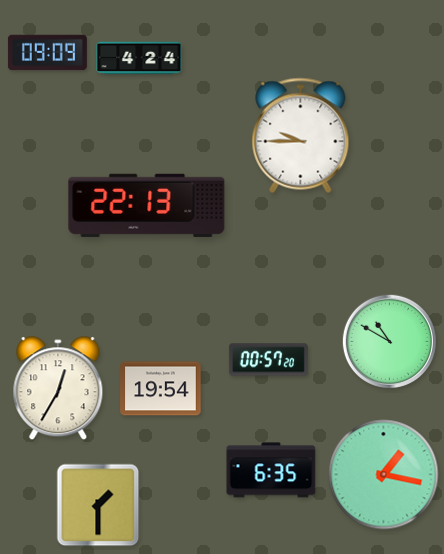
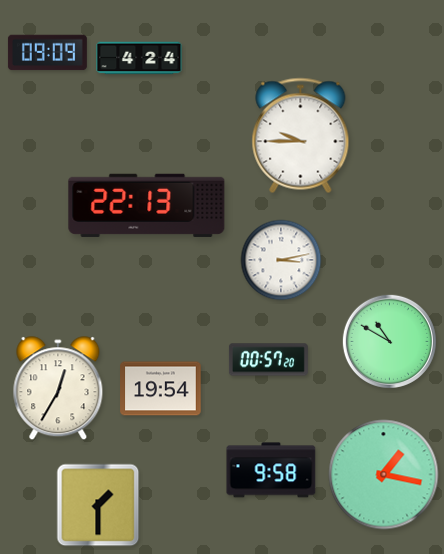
clock at (281, 260): none -> 3:13
clock at (271, 470): 6:35 -> 9:58
